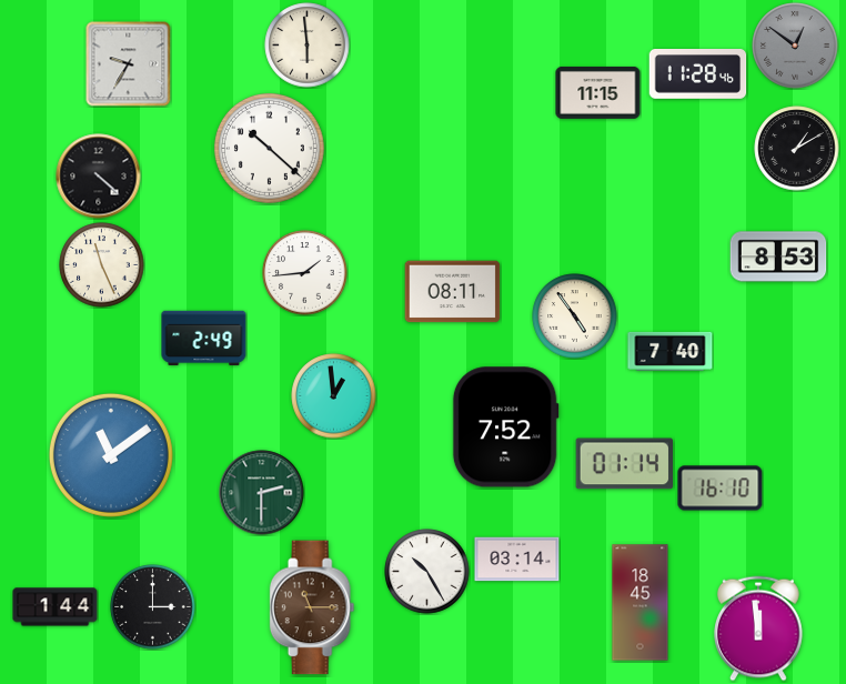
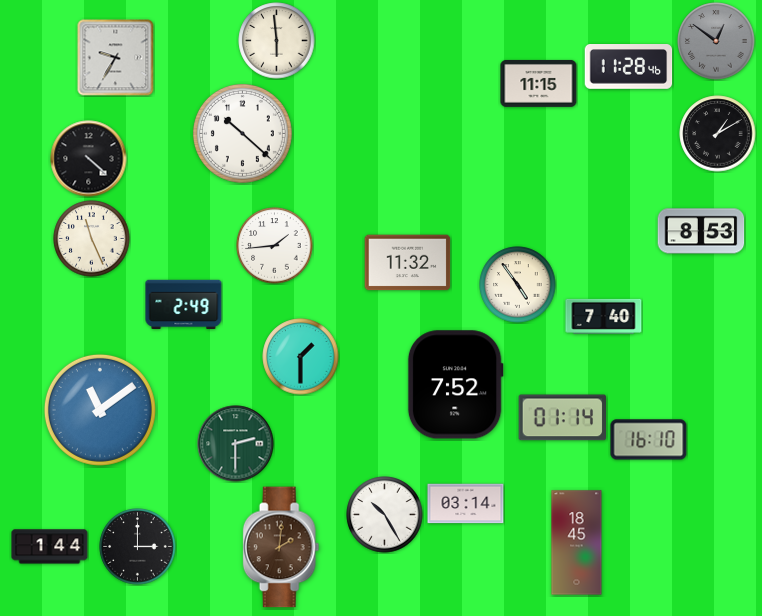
clock at (453, 292): 08:11 -> 11:32
clock at (334, 396): 12:59 -> 1:30
clock at (312, 607): 11:15 -> 2:01
clock at (759, 628): 11:59 -> none
